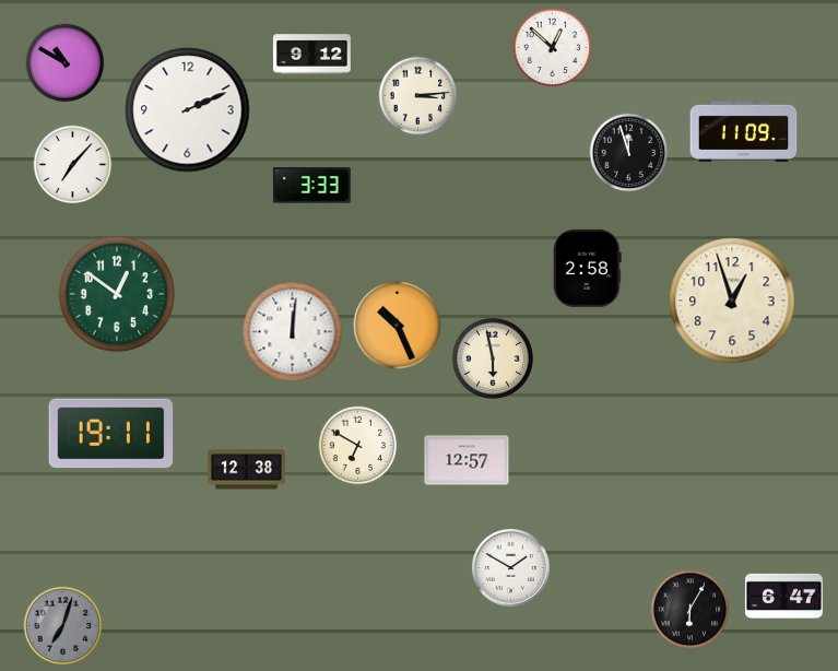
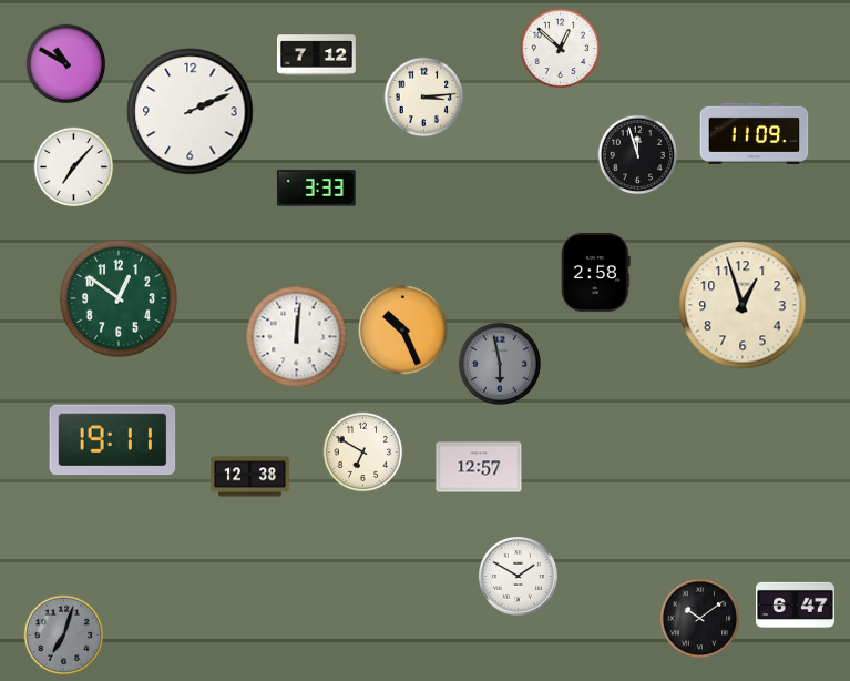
clock at (312, 55): 9:12 -> 7:12
clock at (493, 358) dial: cream -> grey
clock at (467, 460) position: (467, 460) -> (479, 467)
clock at (691, 610): 6:05 -> 10:09
